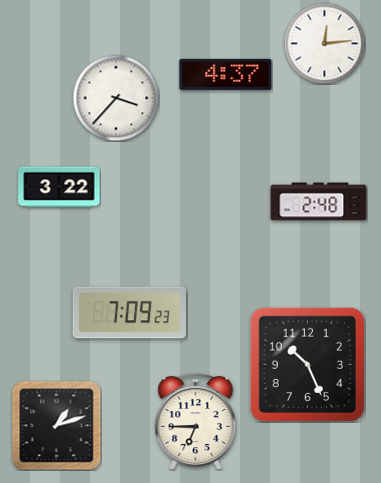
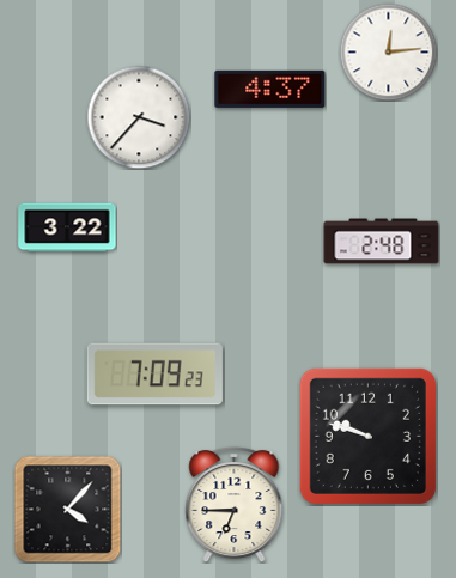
clock at (59, 187) position: (59, 187) -> (67, 227)
clock at (307, 364): 10:26 -> 9:48
clock at (56, 425): 1:12 -> 4:07
